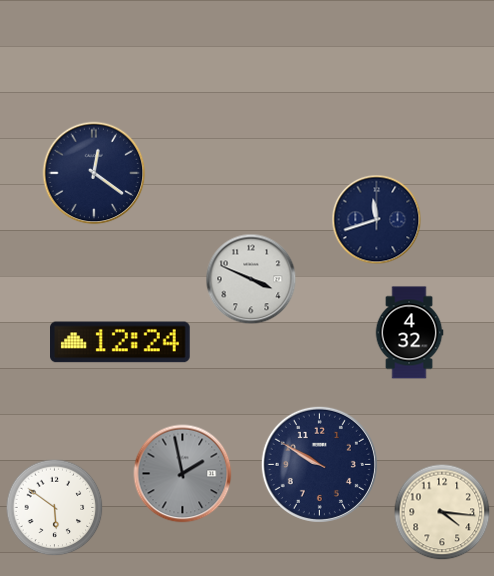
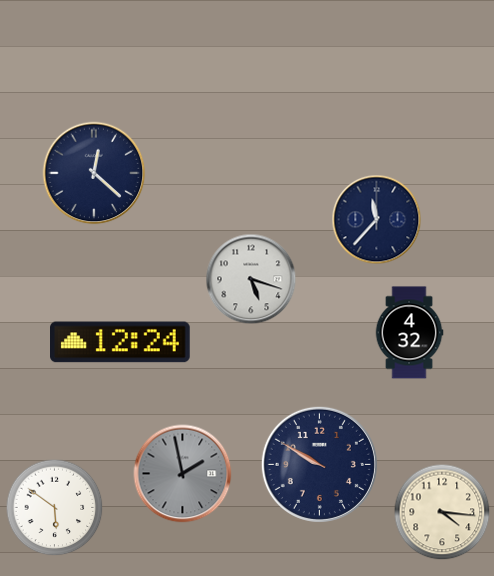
clock at (94, 173): 12:21 -> 12:22
clock at (377, 220): 11:42 -> 11:37
clock at (251, 279): 3:49 -> 5:18
